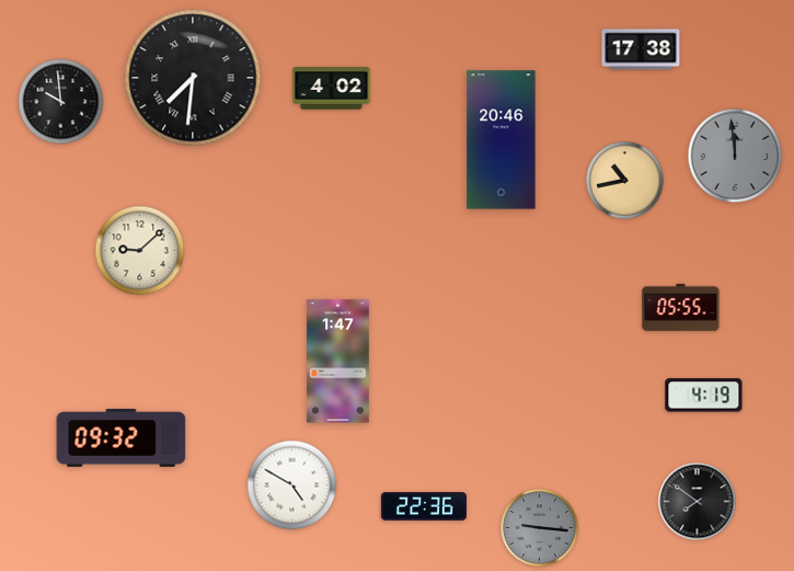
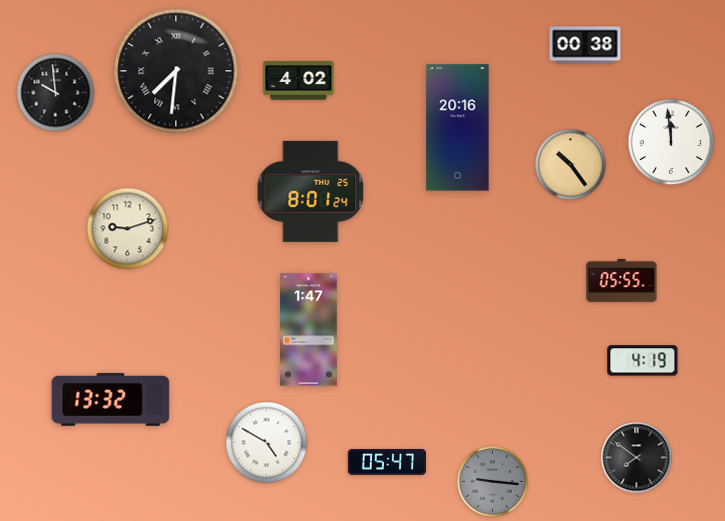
clock at (641, 49): 17:38 -> 00:38
clock at (332, 89) position: (332, 89) -> (299, 81)
clock at (502, 140): 20:46 -> 20:16
clock at (735, 156) dial: grey -> white
clock at (625, 181): 10:43 -> 10:24
clock at (311, 191): none -> 8:01
clock at (140, 251): 9:08 -> 9:12
clock at (122, 437): 09:32 -> 13:32
clock at (424, 506): 22:36 -> 05:47
